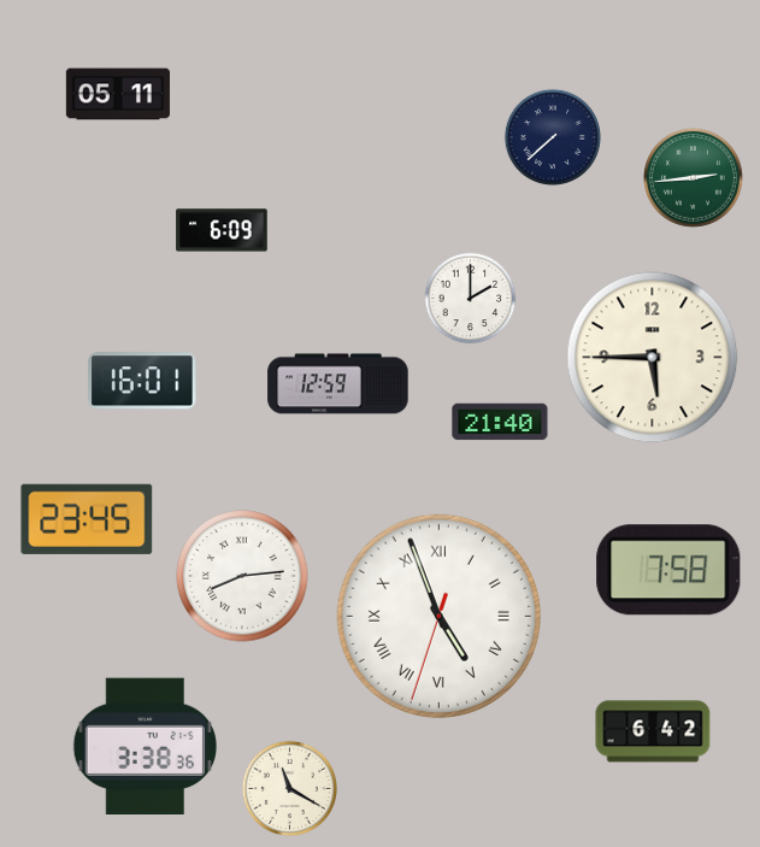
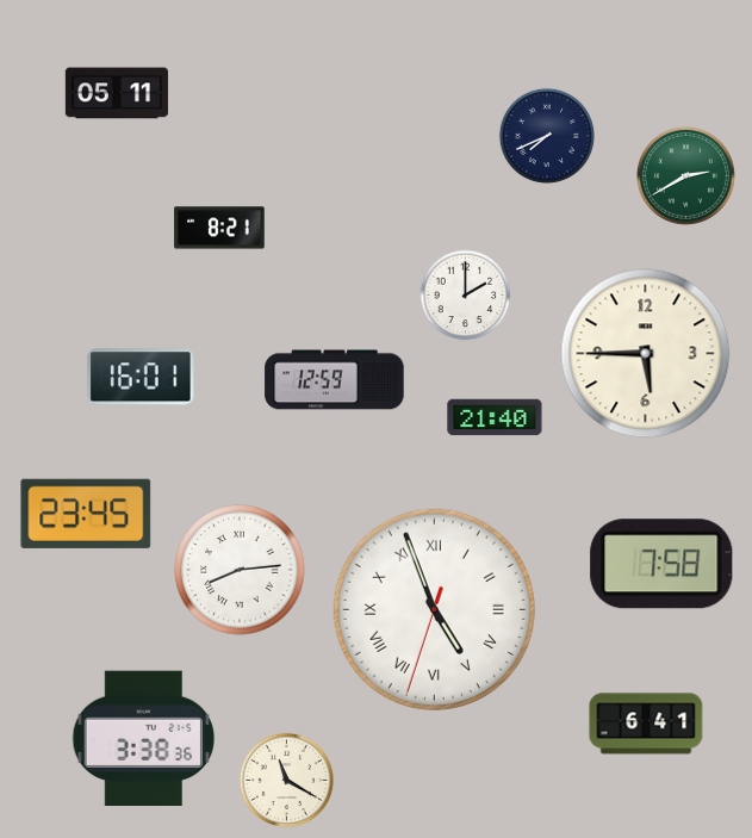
clock at (553, 137): 7:38 -> 7:41
clock at (693, 177): 2:44 -> 2:40
clock at (222, 230): 6:09 -> 8:21
clock at (653, 731): 6:42 -> 6:41
